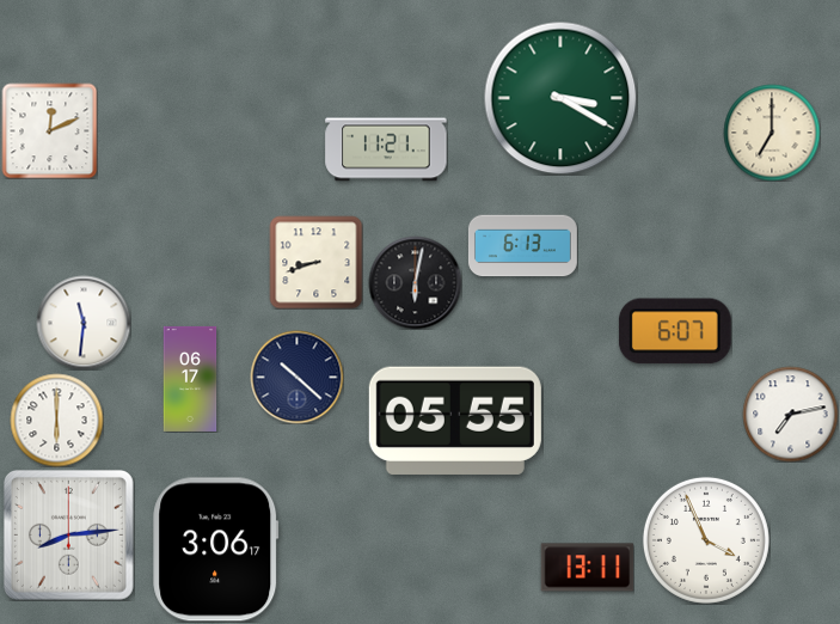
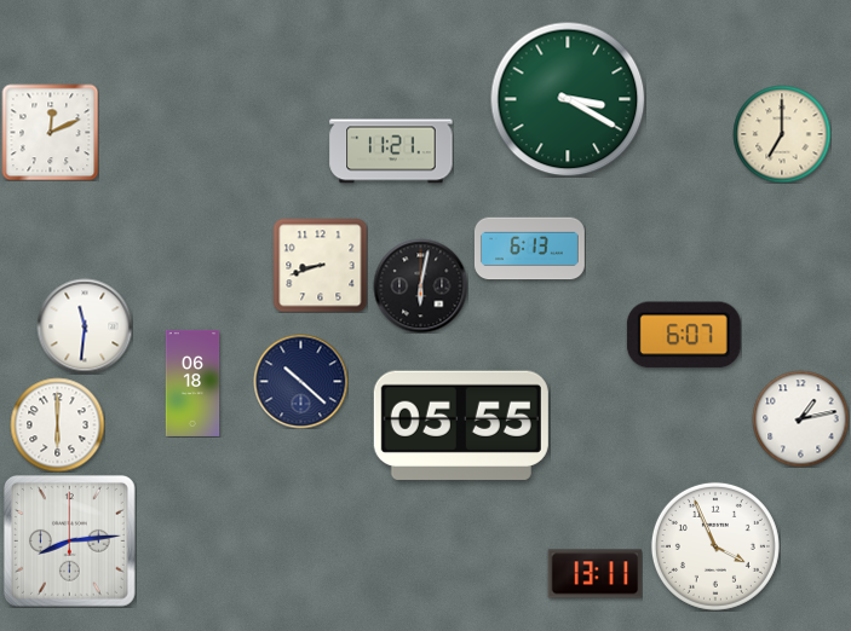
clock at (190, 379): 06:17 -> 06:18
clock at (790, 414): 7:13 -> 1:13
clock at (216, 550): 3:06 -> none
